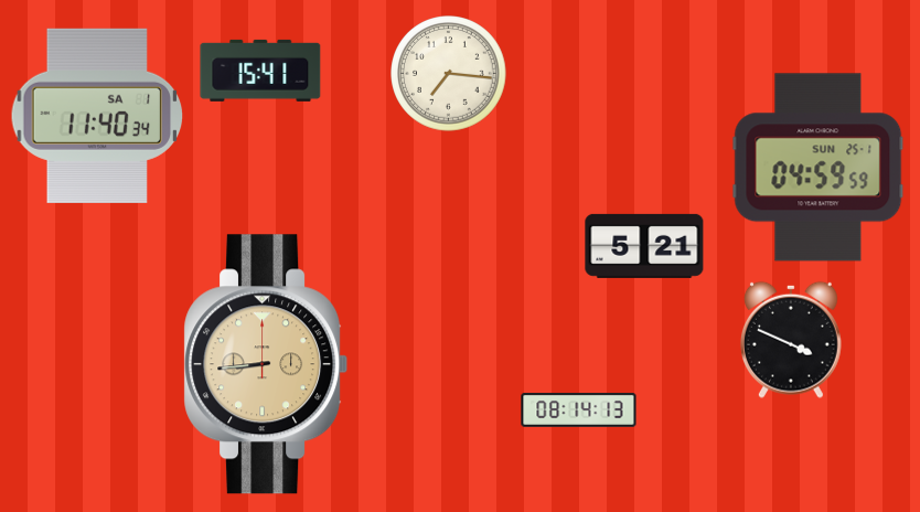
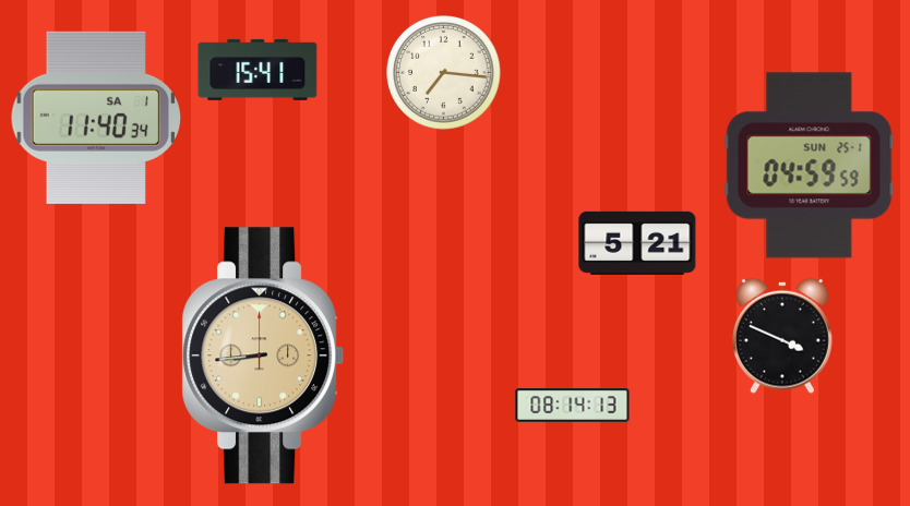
clock at (97, 116) position: (97, 116) -> (96, 118)
clock at (266, 364) position: (266, 364) -> (263, 356)
